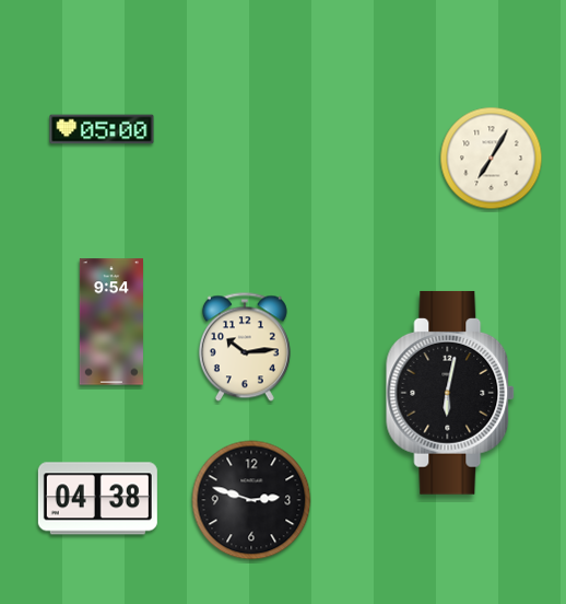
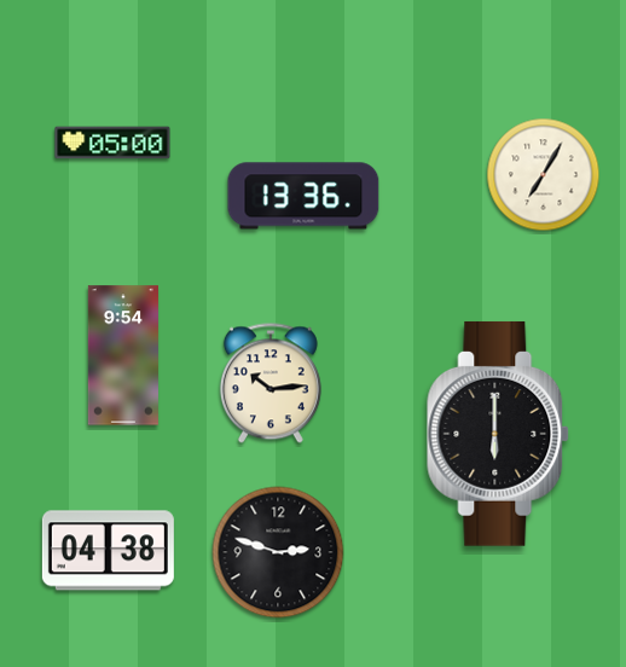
clock at (303, 196): none -> 13:36
clock at (451, 393): 6:02 -> 6:00
